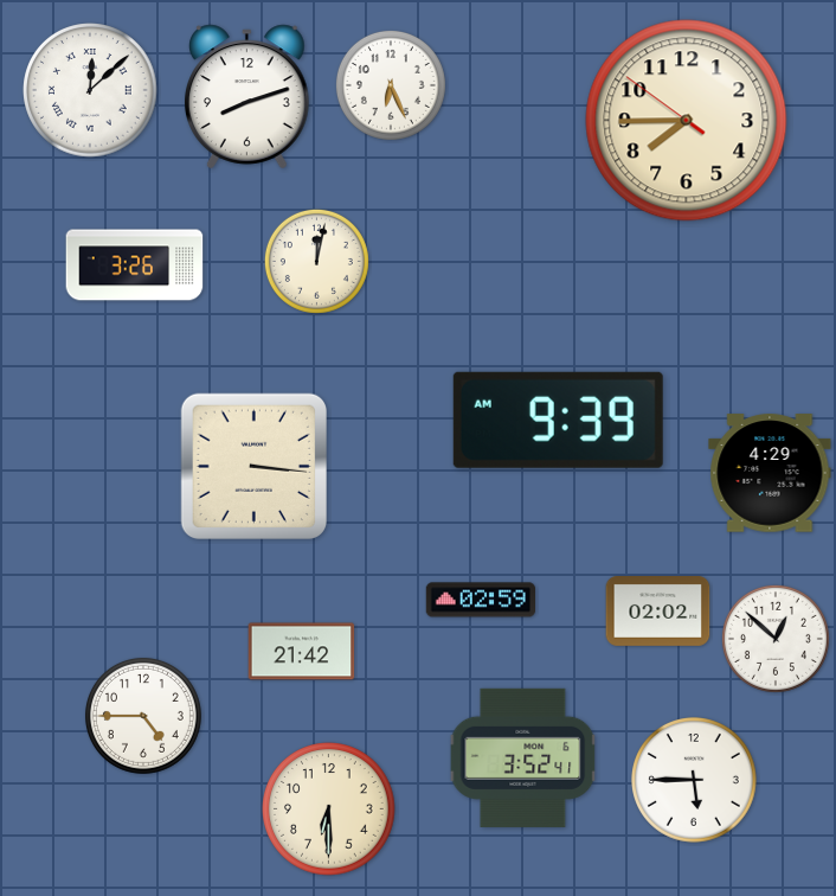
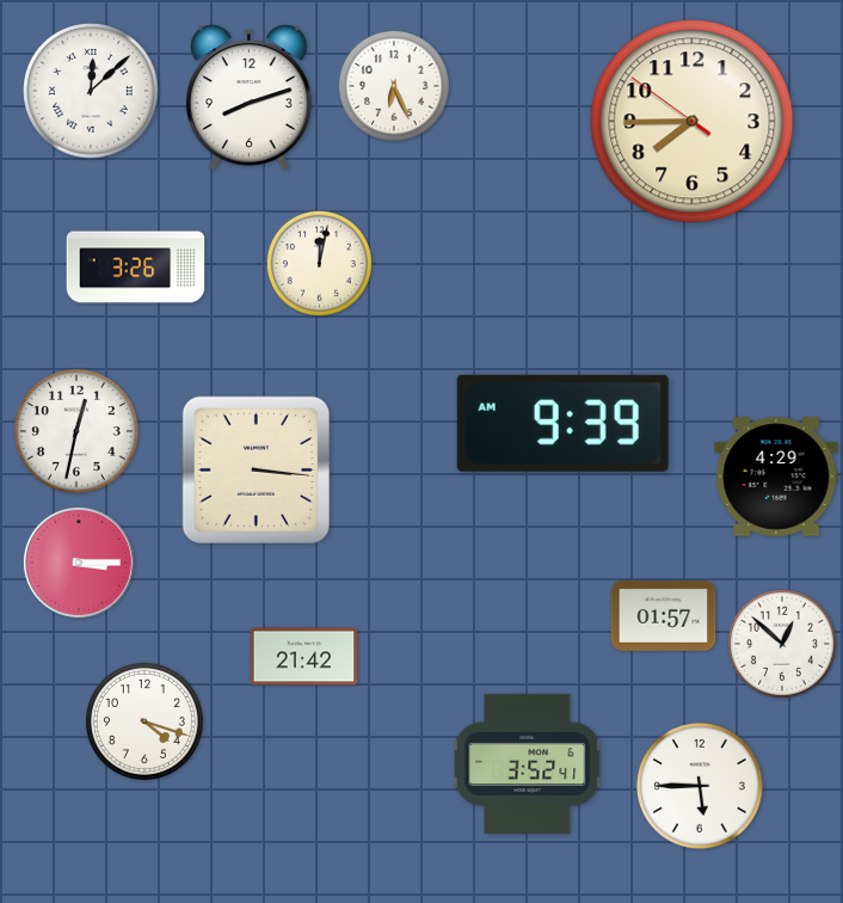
clock at (78, 432): none -> 12:32
clock at (79, 563): none -> 3:15
clock at (480, 600): 02:59 -> none
clock at (658, 612): 02:02 -> 01:57
clock at (143, 716): 4:45 -> 4:18
clock at (329, 809): 6:30 -> none
